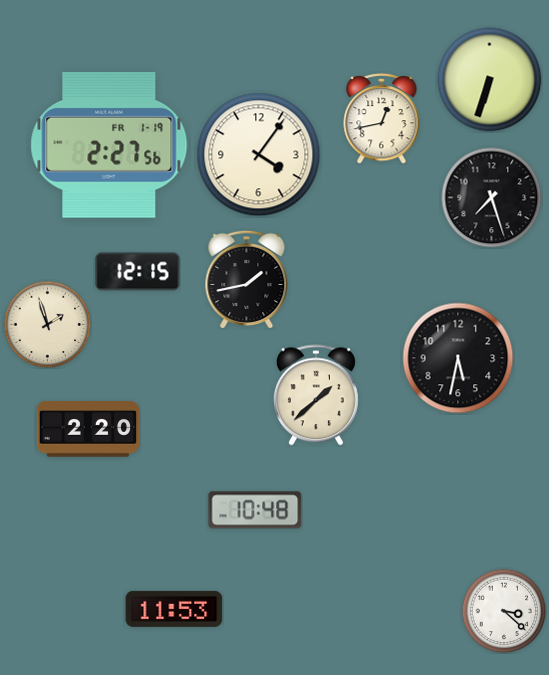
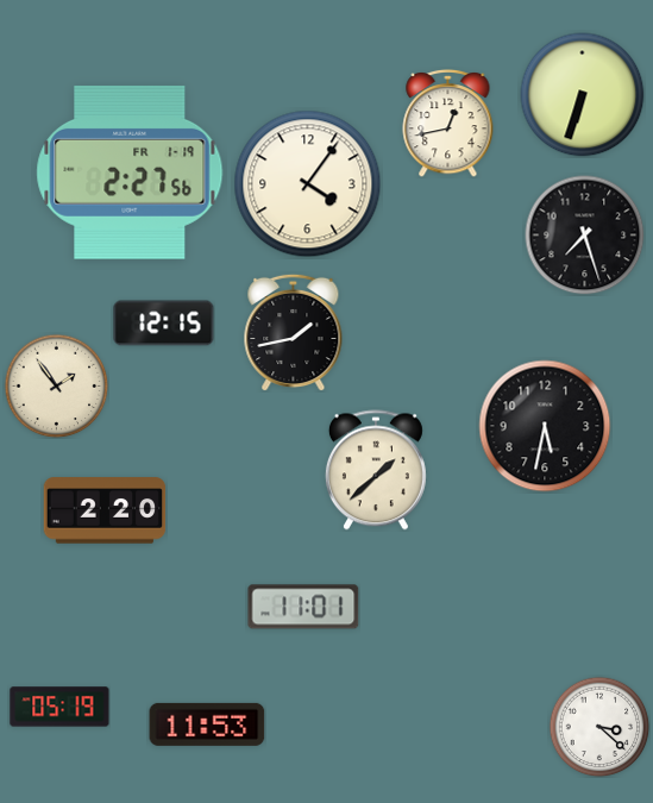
clock at (382, 118) position: (382, 118) -> (448, 123)
clock at (47, 324): 1:57 -> 1:54
clock at (255, 510): 10:48 -> 11:01
clock at (59, 707): none -> 05:19
